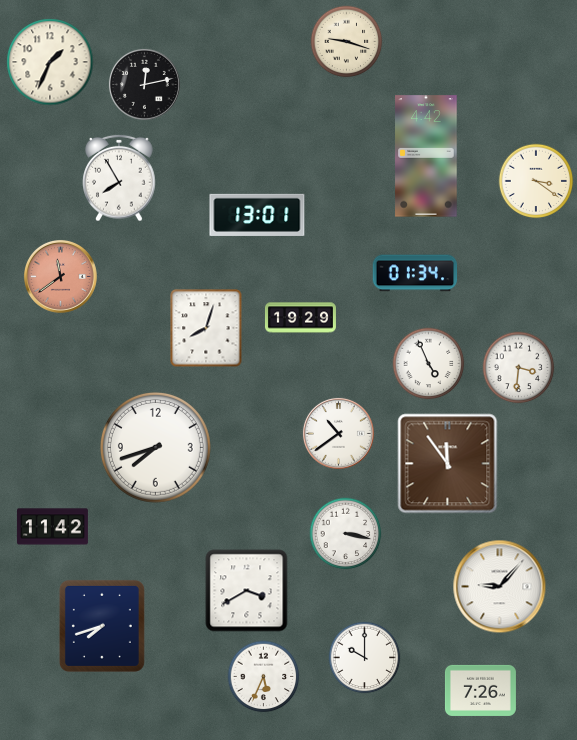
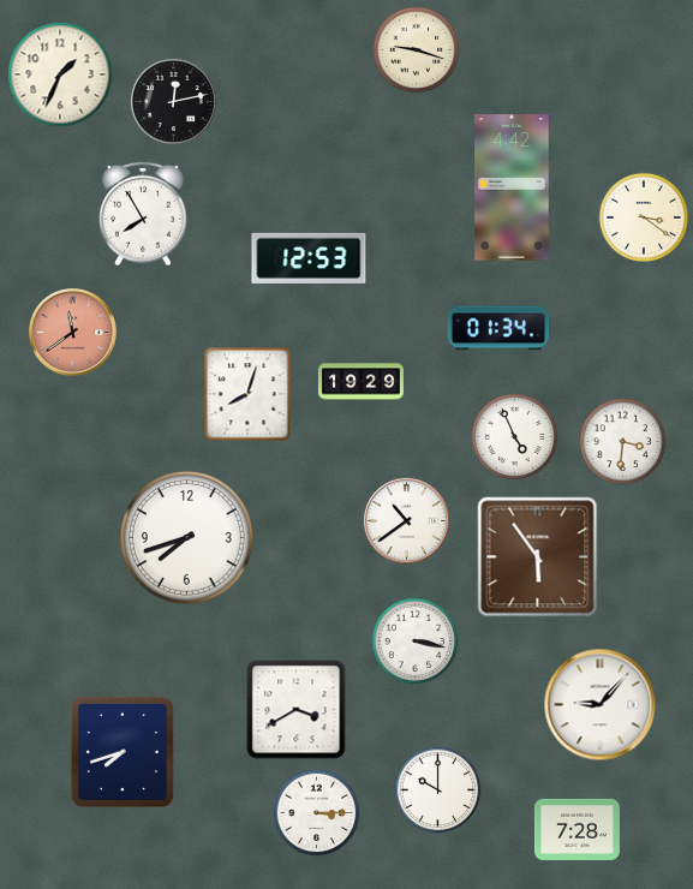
clock at (257, 215): 13:01 -> 12:53
clock at (448, 464): 11:54 -> 5:54
clock at (52, 527): 11:42 -> none
clock at (264, 677): 5:34 -> 3:15
clock at (480, 690): 7:26 -> 7:28
